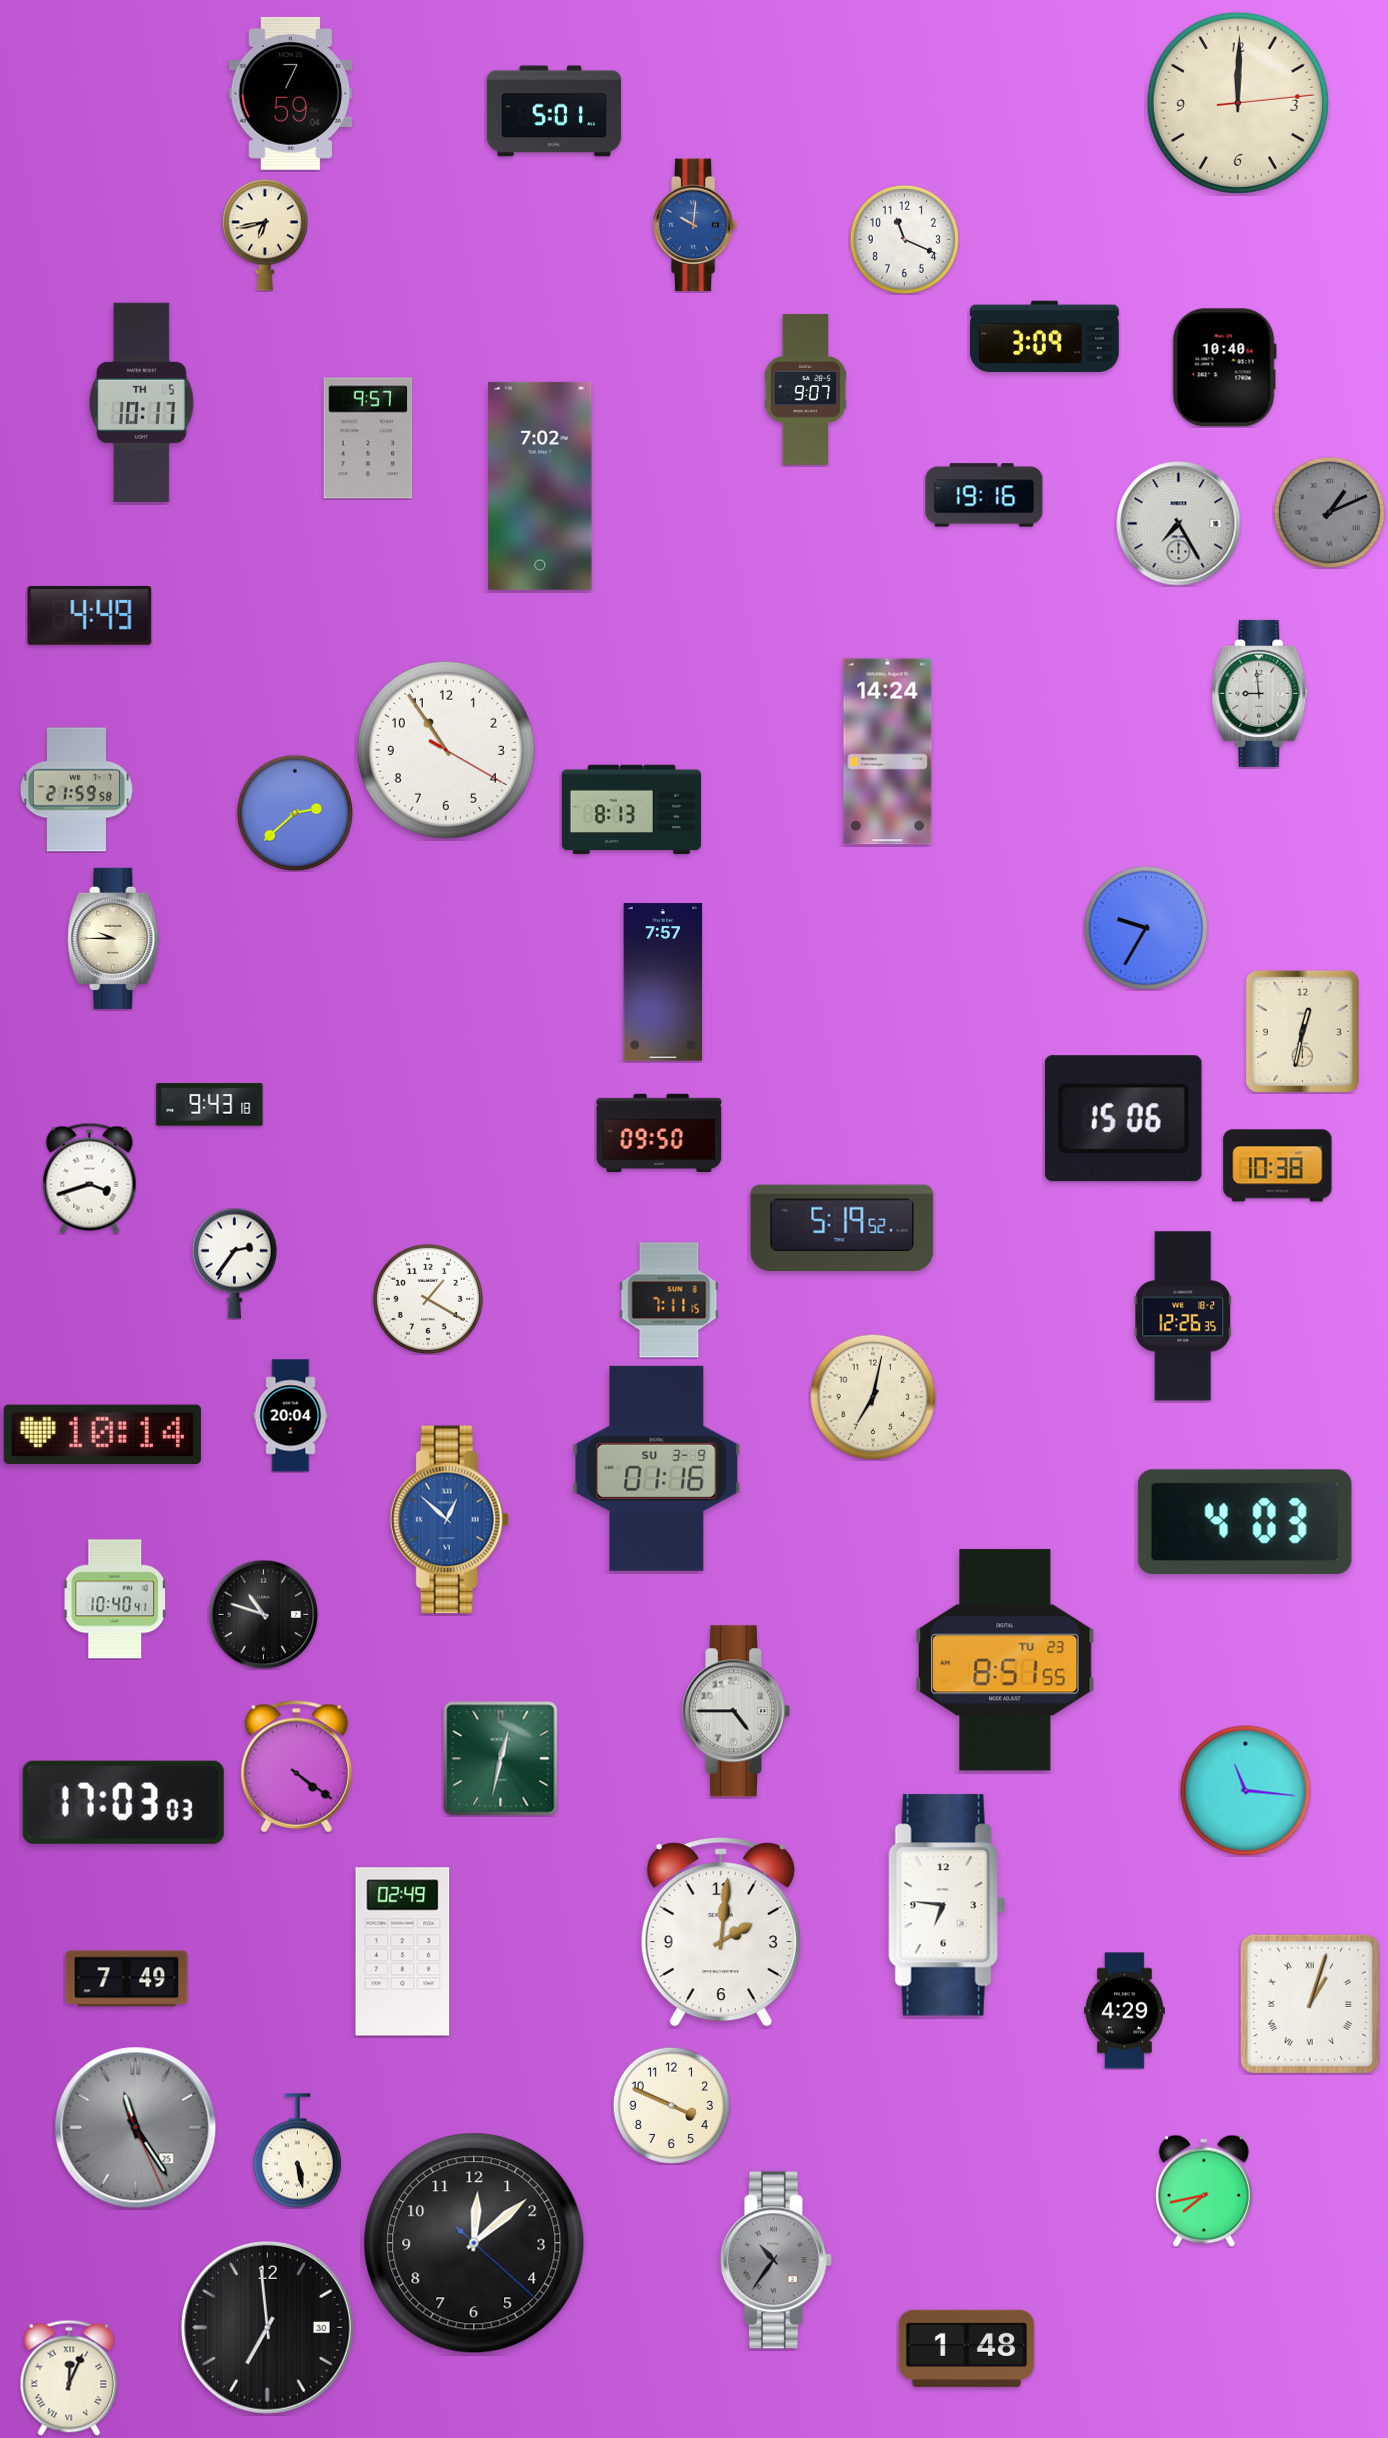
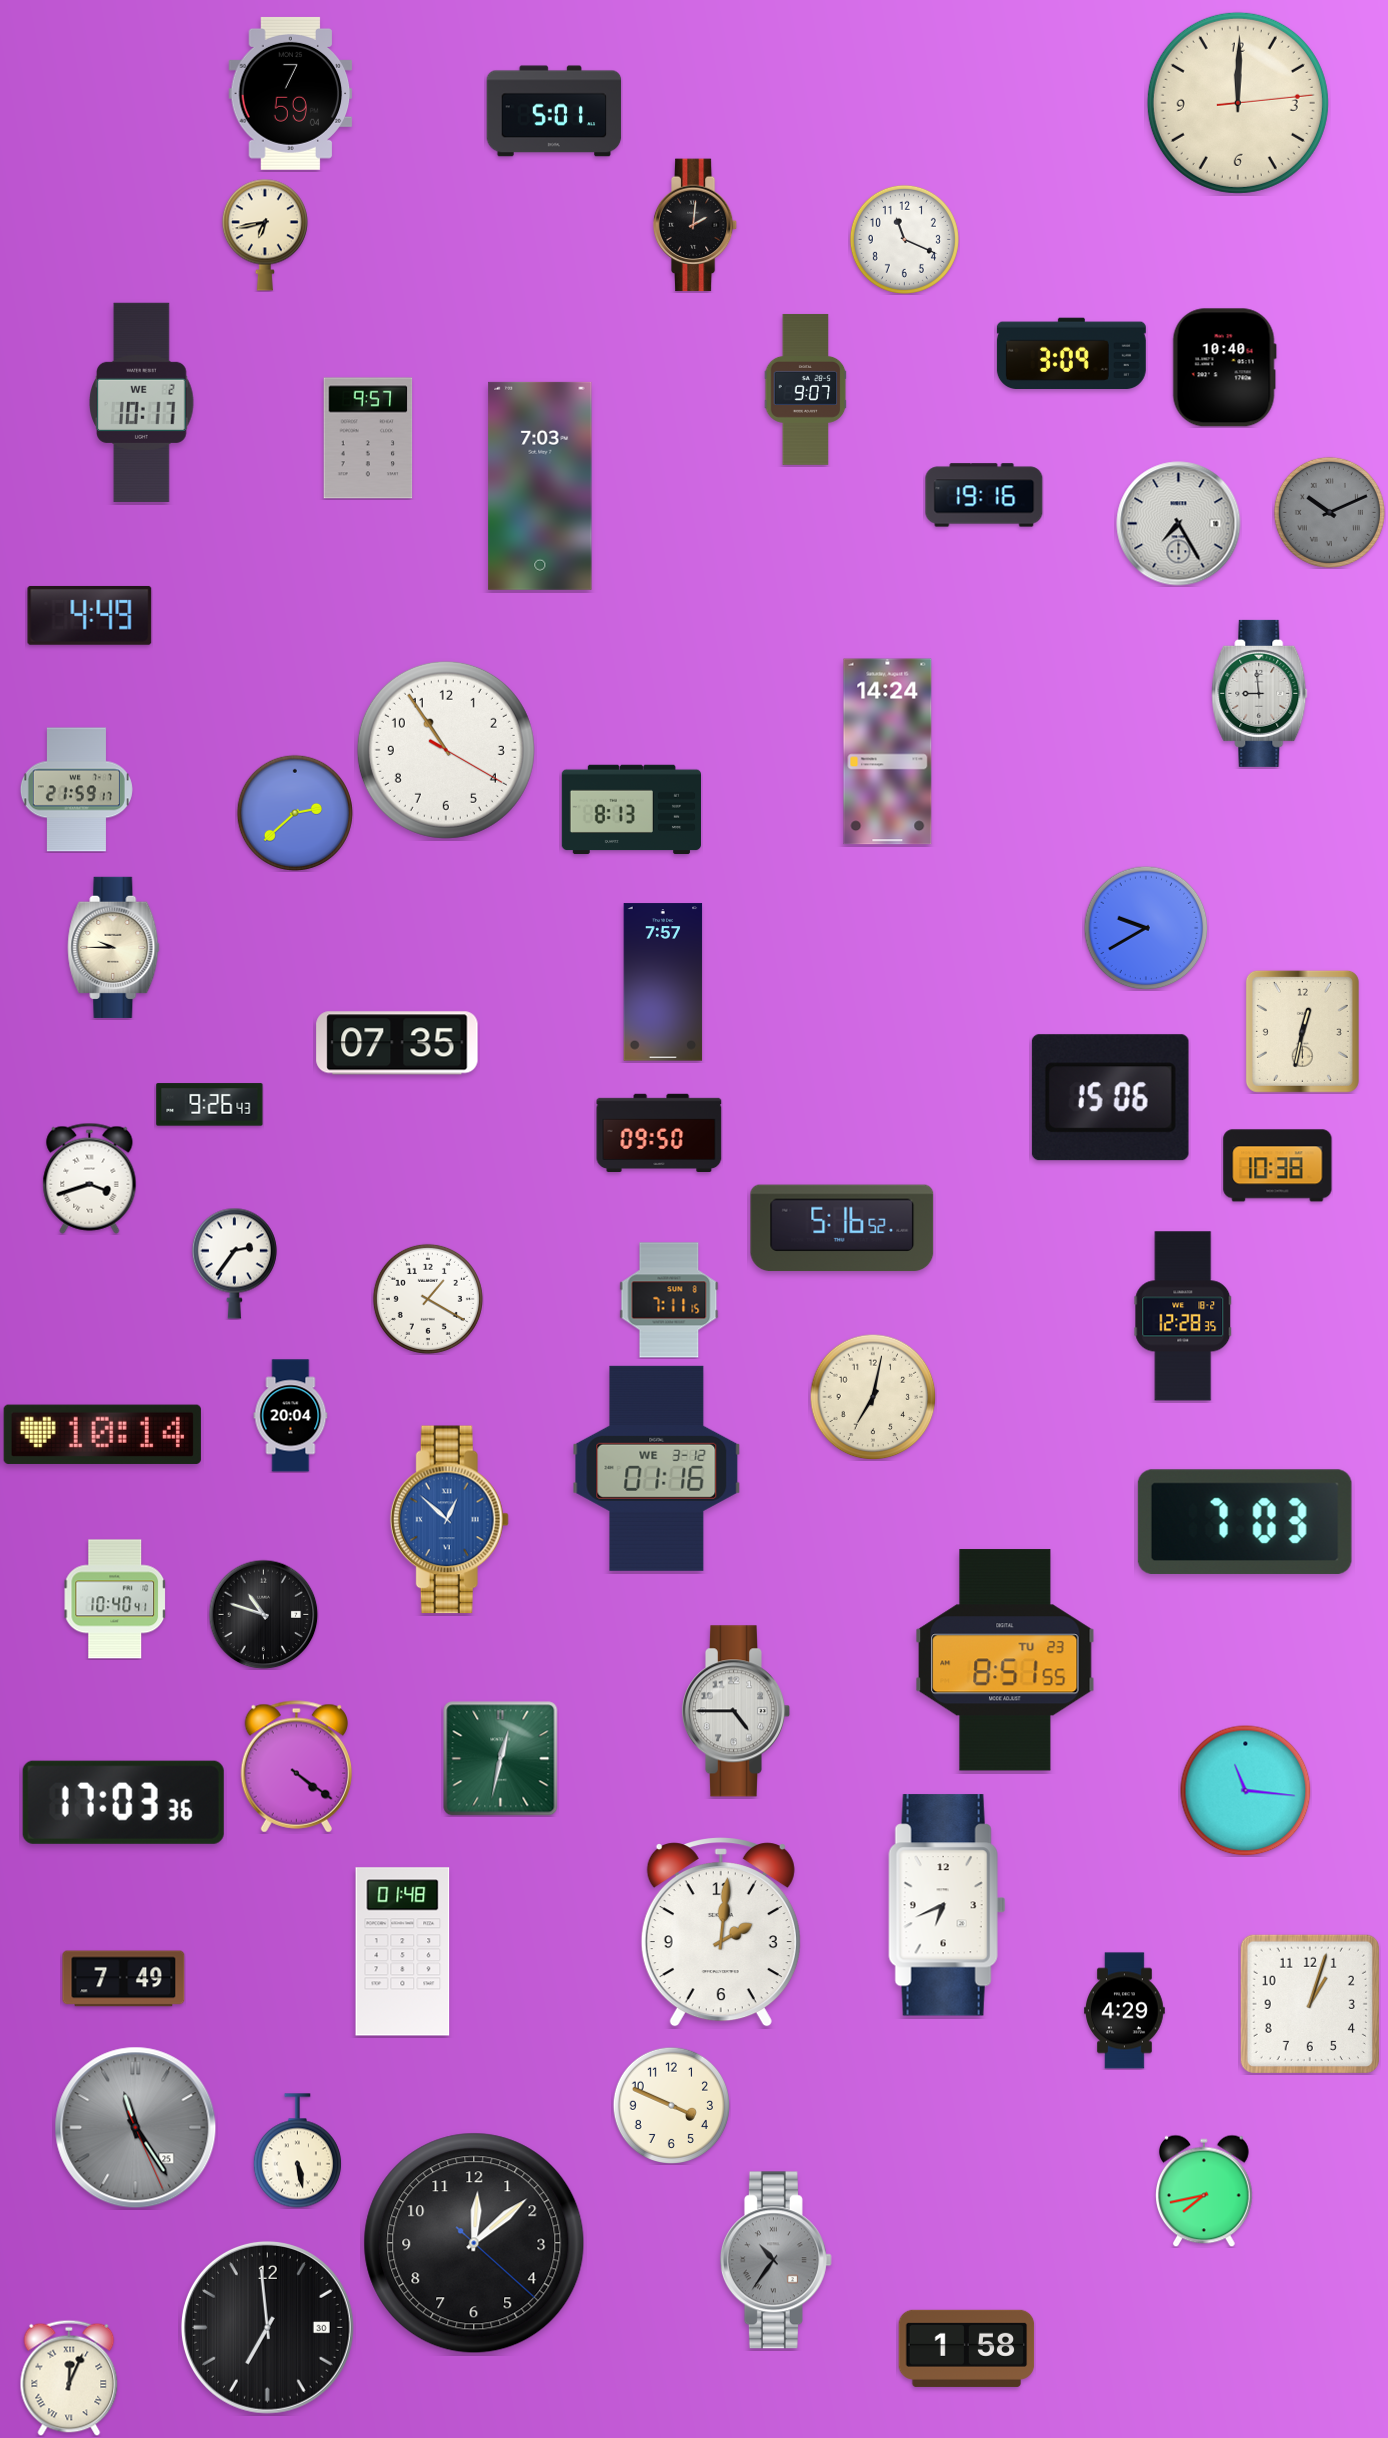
clock at (695, 225): 10:01 -> 2:01
clock at (695, 225) dial: blue -> black
clock at (1044, 337) position: (1044, 337) -> (1071, 354)
clock at (142, 402) date: TH 5 -> WE 2
clock at (540, 486): 7:02 -> 7:03
clock at (1329, 512): 1:11 -> 10:11
clock at (76, 790): 21:59:58 -> 21:59:17
clock at (1146, 928): 9:35 -> 9:40
clock at (114, 938) position: (114, 938) -> (114, 947)
clock at (397, 1043): none -> 07:35
clock at (210, 1105): 9:43 -> 9:26
clock at (1123, 1119) position: (1123, 1119) -> (1110, 1098)
clock at (842, 1228): 5:19 -> 5:16
clock at (1183, 1316): 12:26 -> 12:28
clock at (657, 1468) date: SU 3-9 -> WE 3-12
clock at (1245, 1522): 4:03 -> 7:03
clock at (123, 1802): 17:03:03 -> 17:03:36
clock at (947, 1905): 6:46 -> 6:41
clock at (403, 1952): 02:49 -> 01:48
clock at (127, 1979) position: (127, 1979) -> (124, 1979)
clock at (1310, 2004) numerals: Roman -> Arabic
clock at (967, 2348): 1:48 -> 1:58
